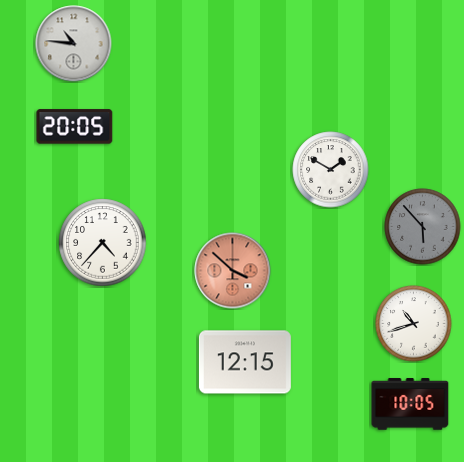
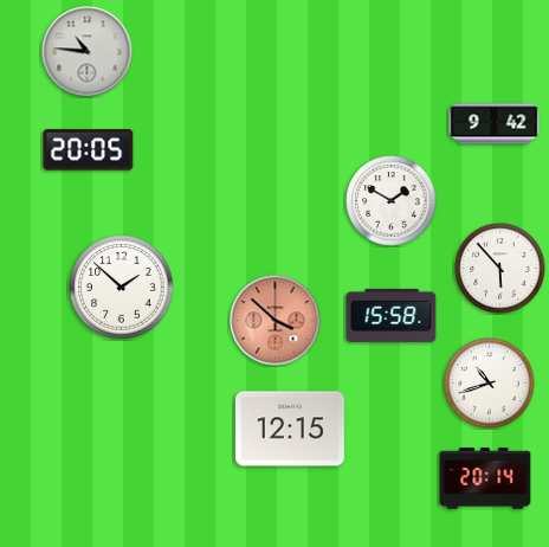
clock at (495, 124): none -> 9:42
clock at (423, 227) dial: grey -> white
clock at (103, 243): 4:37 -> 1:52
clock at (392, 315): none -> 15:58
clock at (410, 404): 10:05 -> 20:14
